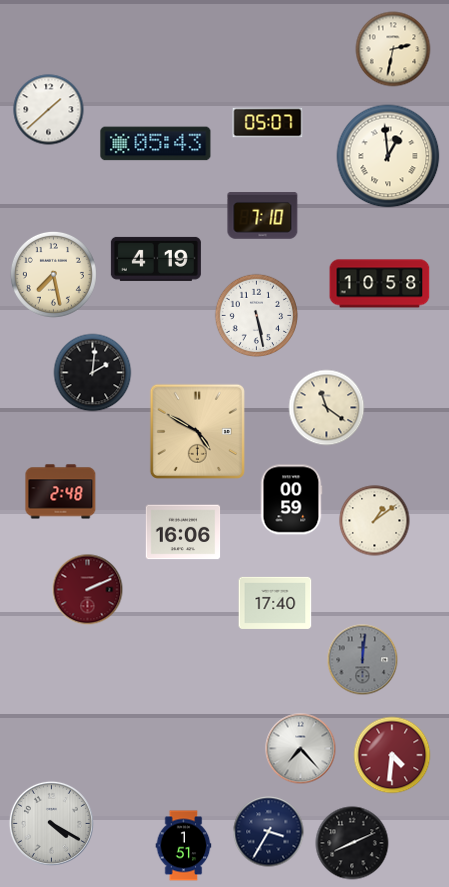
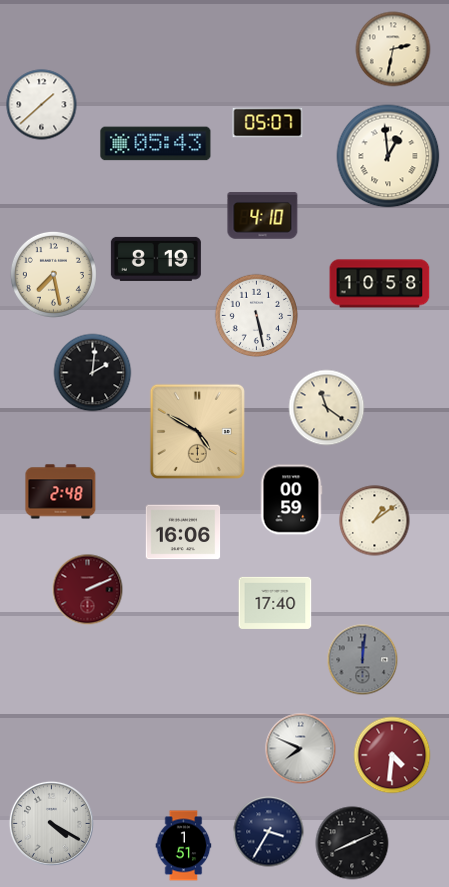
clock at (49, 110) position: (49, 110) -> (42, 105)
clock at (263, 216): 7:10 -> 4:10
clock at (156, 259): 4:19 -> 8:19
clock at (301, 749): 7:23 -> 7:49
